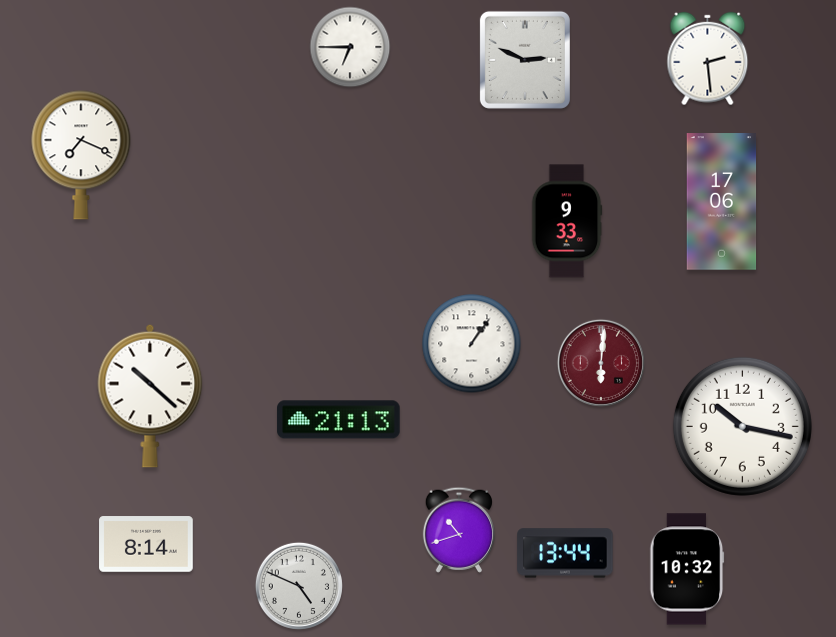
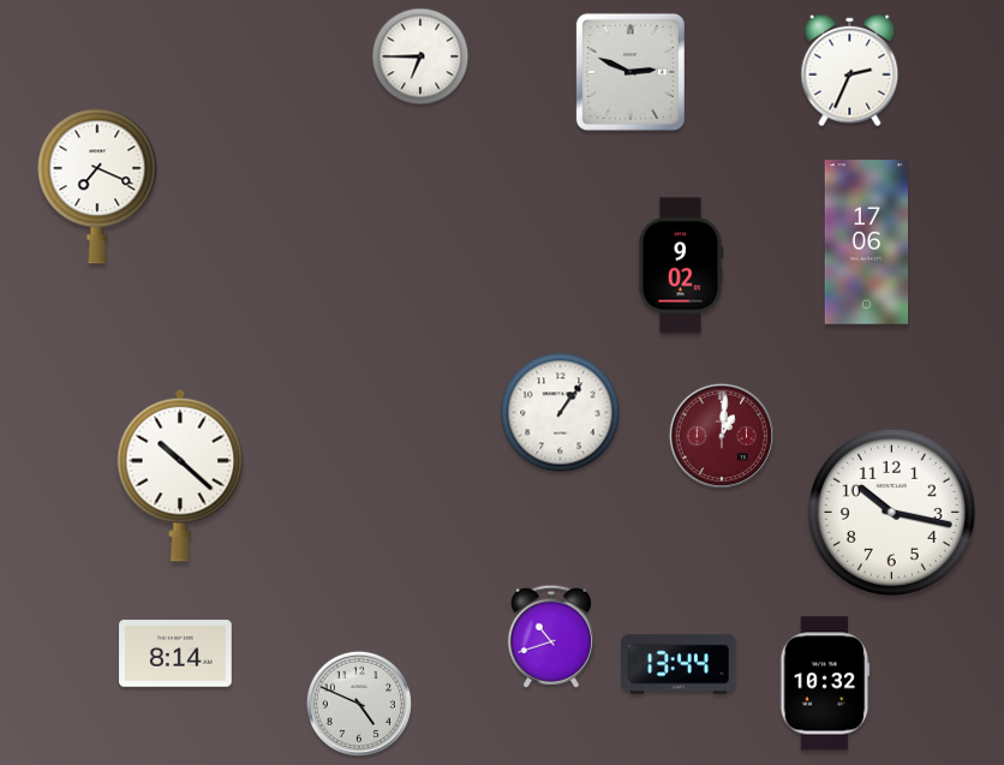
clock at (708, 59): 2:29 -> 2:34
clock at (567, 221): 9:33 -> 9:02
clock at (472, 344) position: (472, 344) -> (561, 413)
clock at (601, 363): 6:01 -> 1:01
clock at (339, 420): 21:13 -> none
